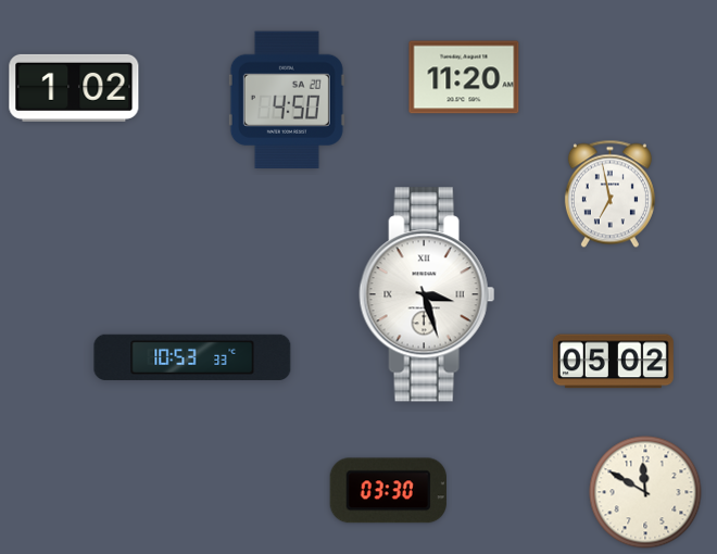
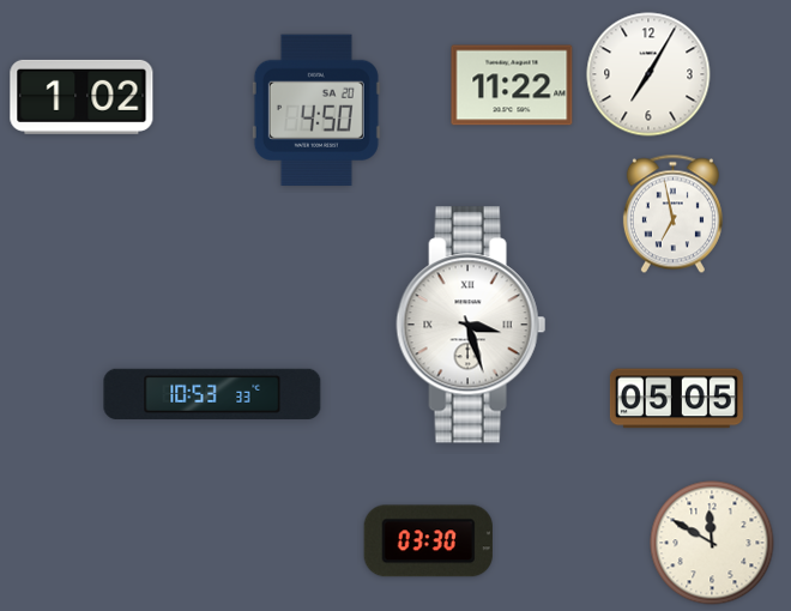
clock at (648, 74): none -> 7:05
clock at (464, 77): 11:20 -> 11:22
clock at (613, 362): 05:02 -> 05:05
